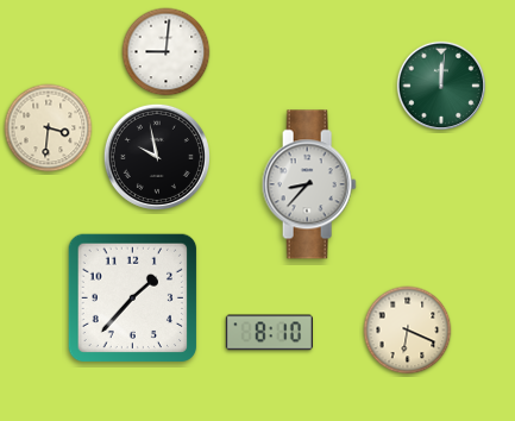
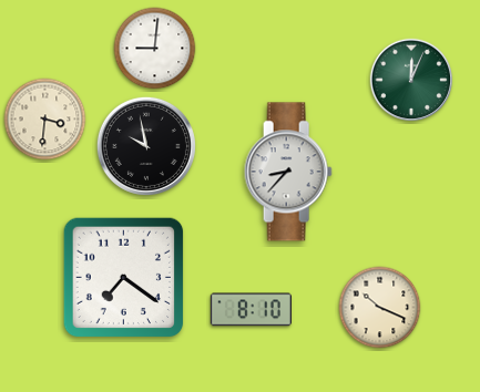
clock at (441, 86): 12:01 -> 12:04
clock at (133, 299): 1:37 -> 7:21
clock at (408, 331): 6:19 -> 10:19
